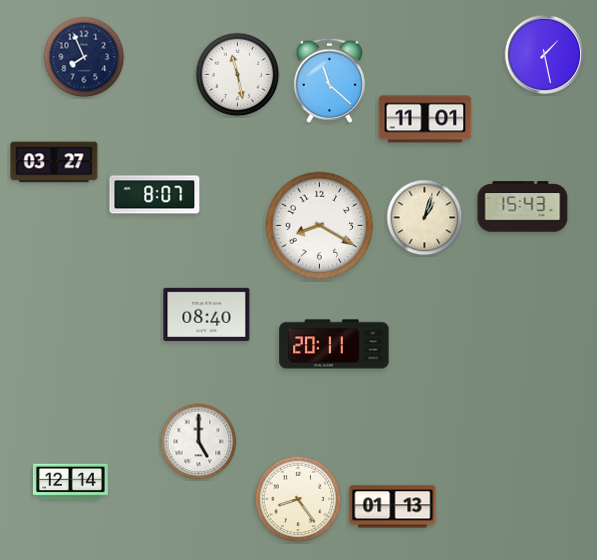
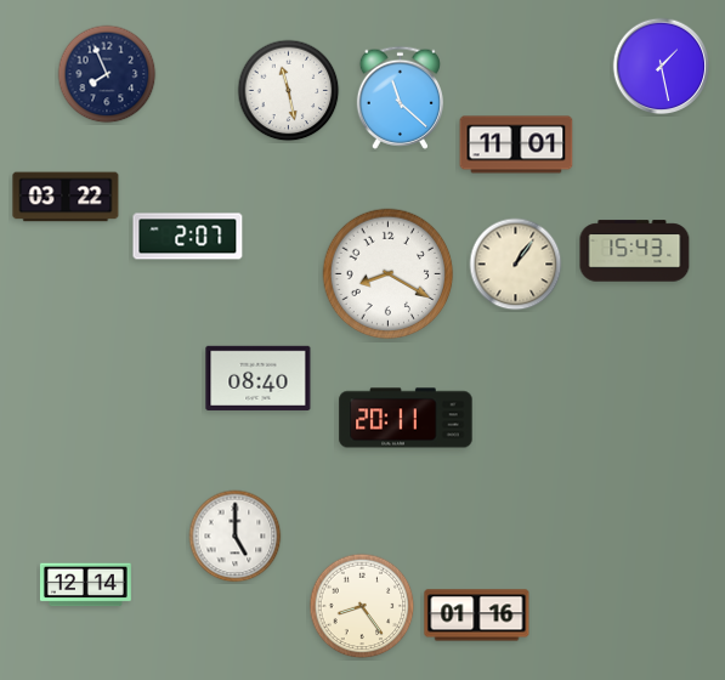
clock at (84, 57) position: (84, 57) -> (107, 74)
clock at (54, 162): 03:27 -> 03:22
clock at (155, 195): 8:07 -> 2:07
clock at (425, 218): 1:03 -> 1:06
clock at (207, 314) position: (207, 314) -> (259, 378)
clock at (199, 442) position: (199, 442) -> (236, 537)
clock at (393, 507): 01:13 -> 01:16
